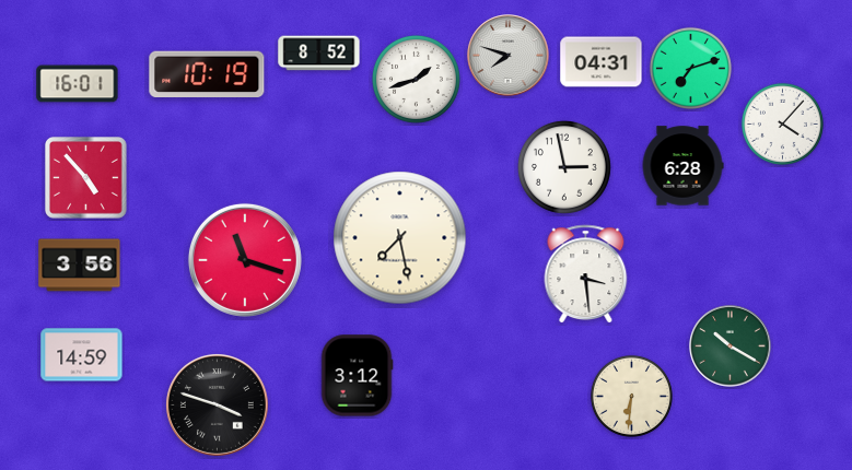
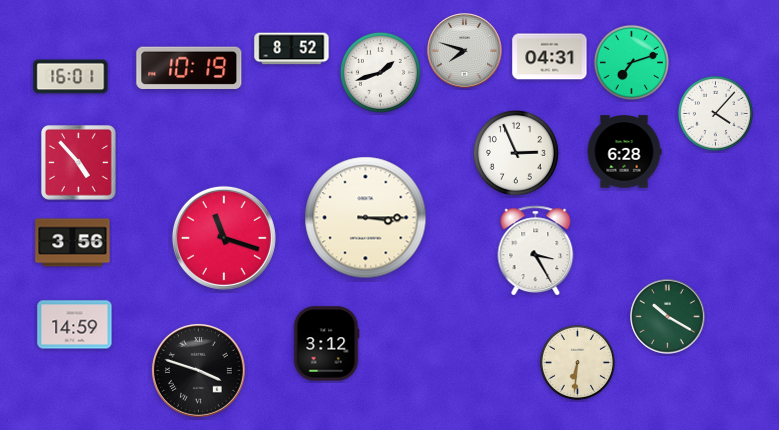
clock at (564, 167): 2:58 -> 2:56
clock at (400, 238): 7:28 -> 3:15
clock at (586, 274): 3:29 -> 3:25
